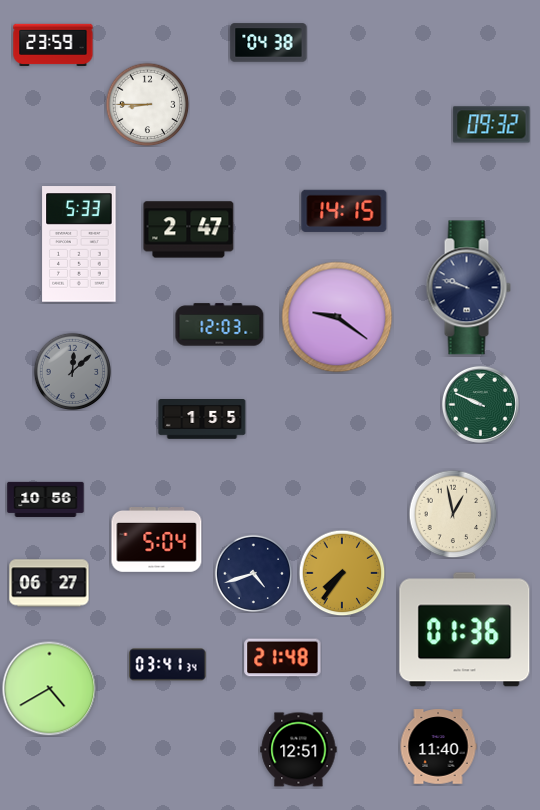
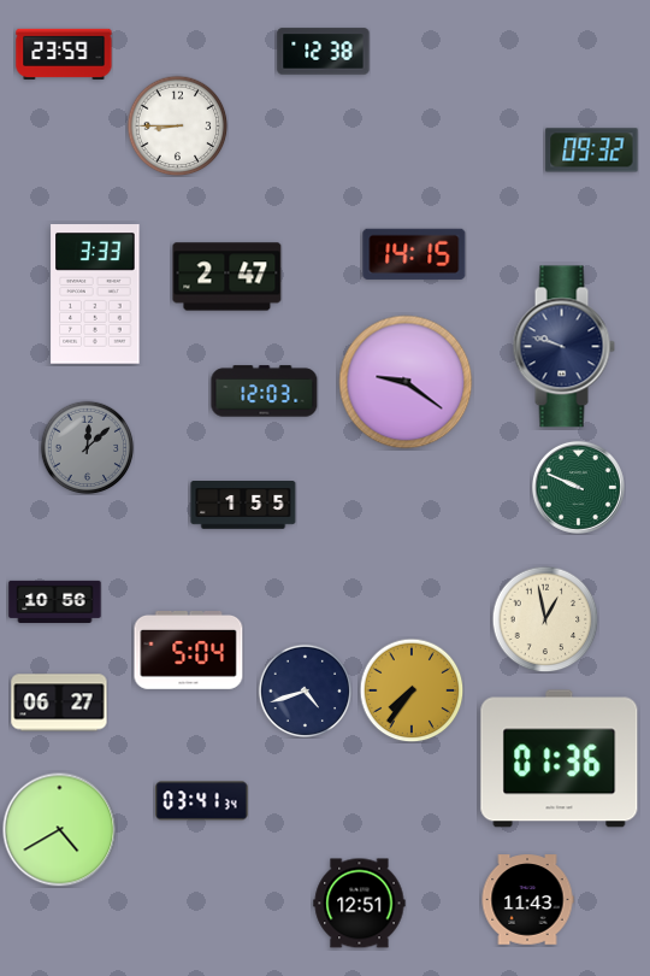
clock at (269, 43): 04:38 -> 12:38
clock at (79, 244): 5:33 -> 3:33
clock at (283, 658): 21:48 -> none
clock at (438, 747): 11:40 -> 11:43
